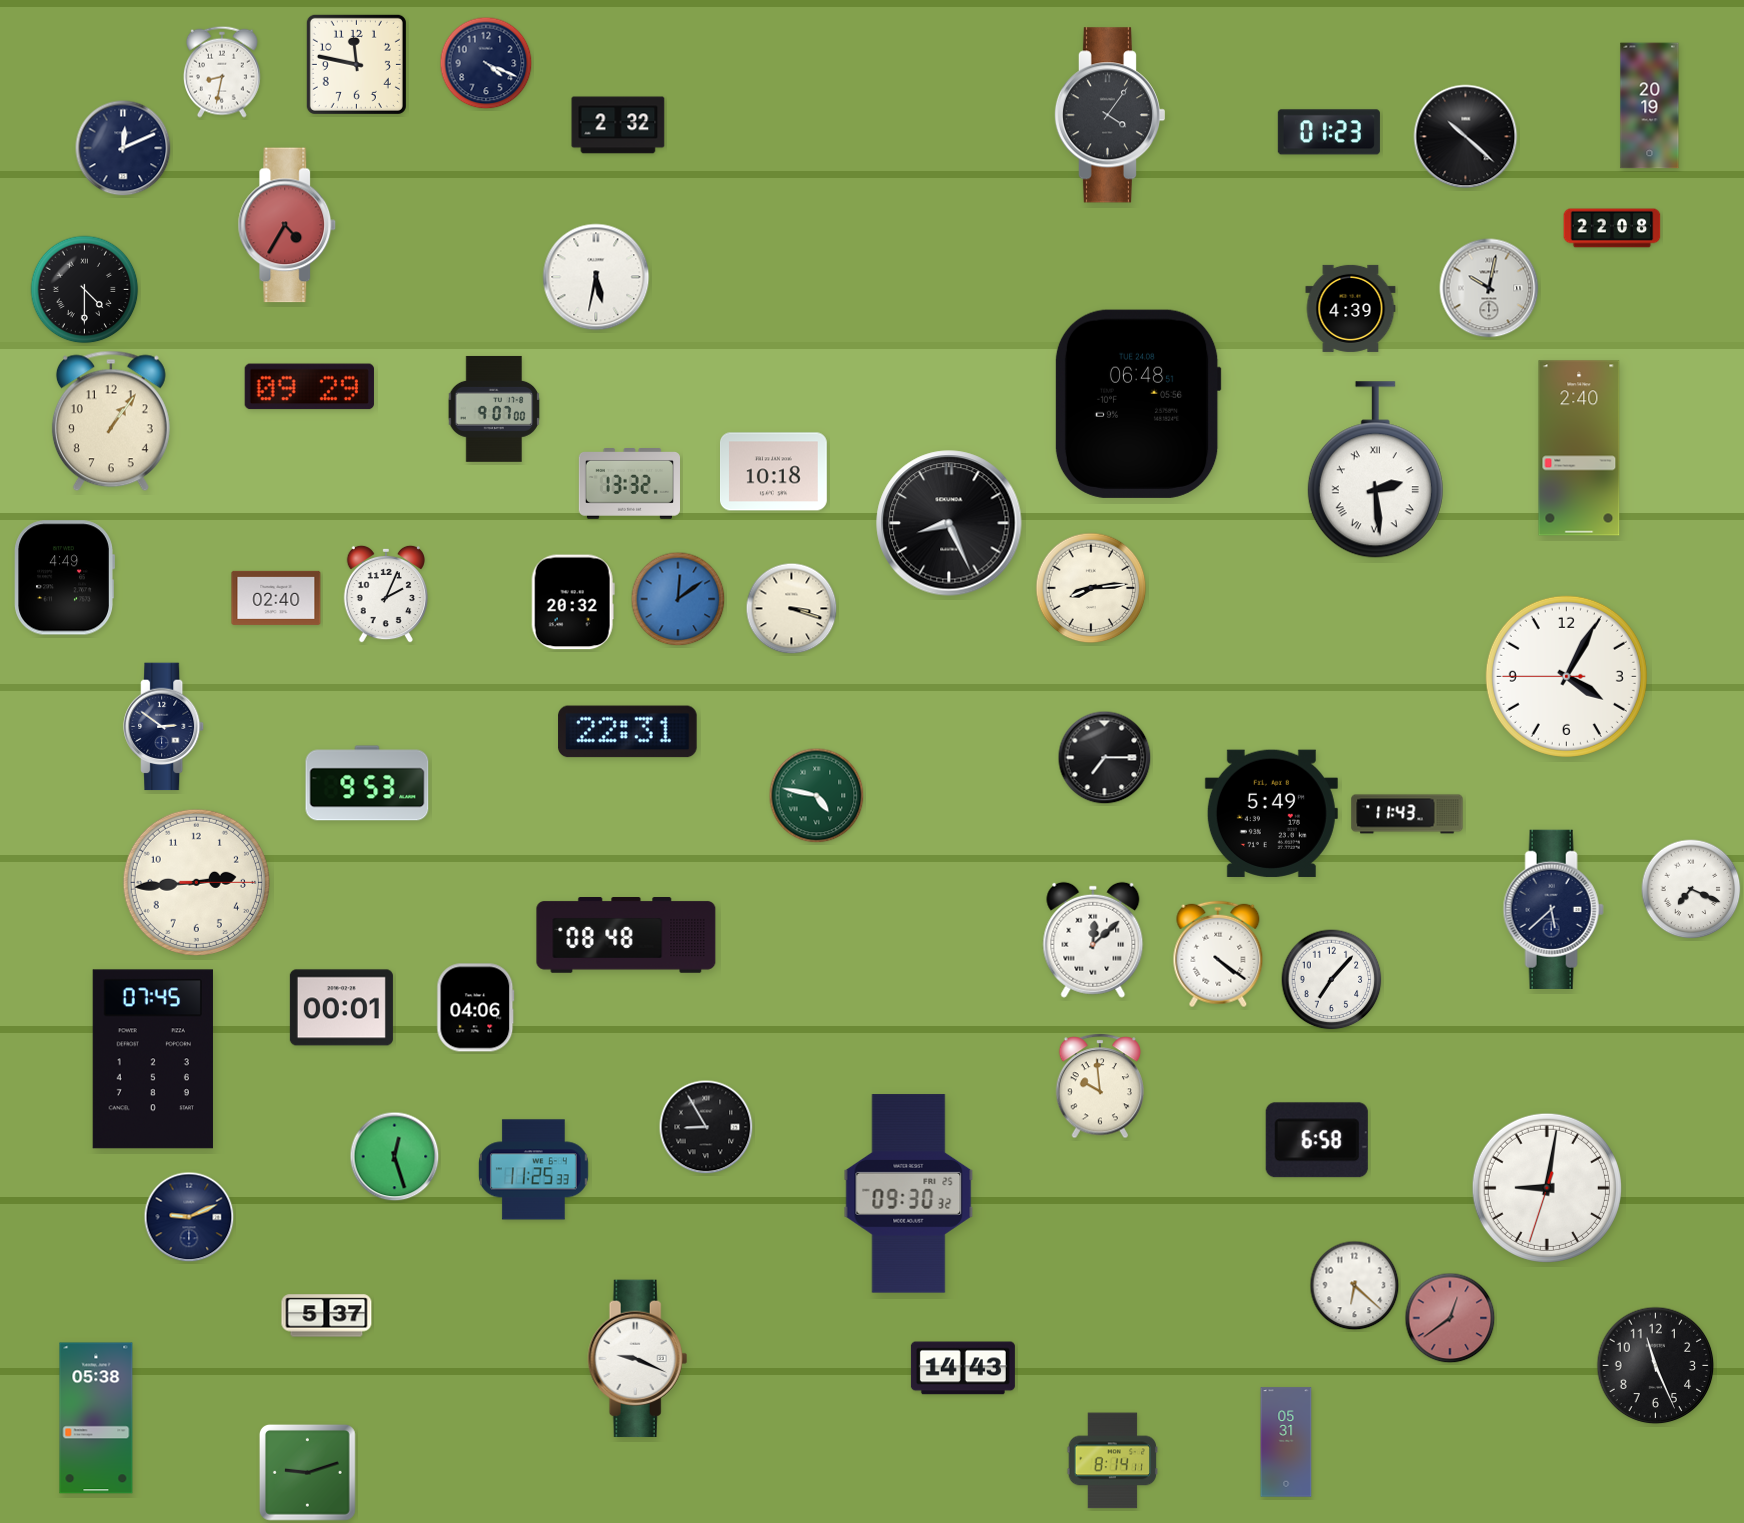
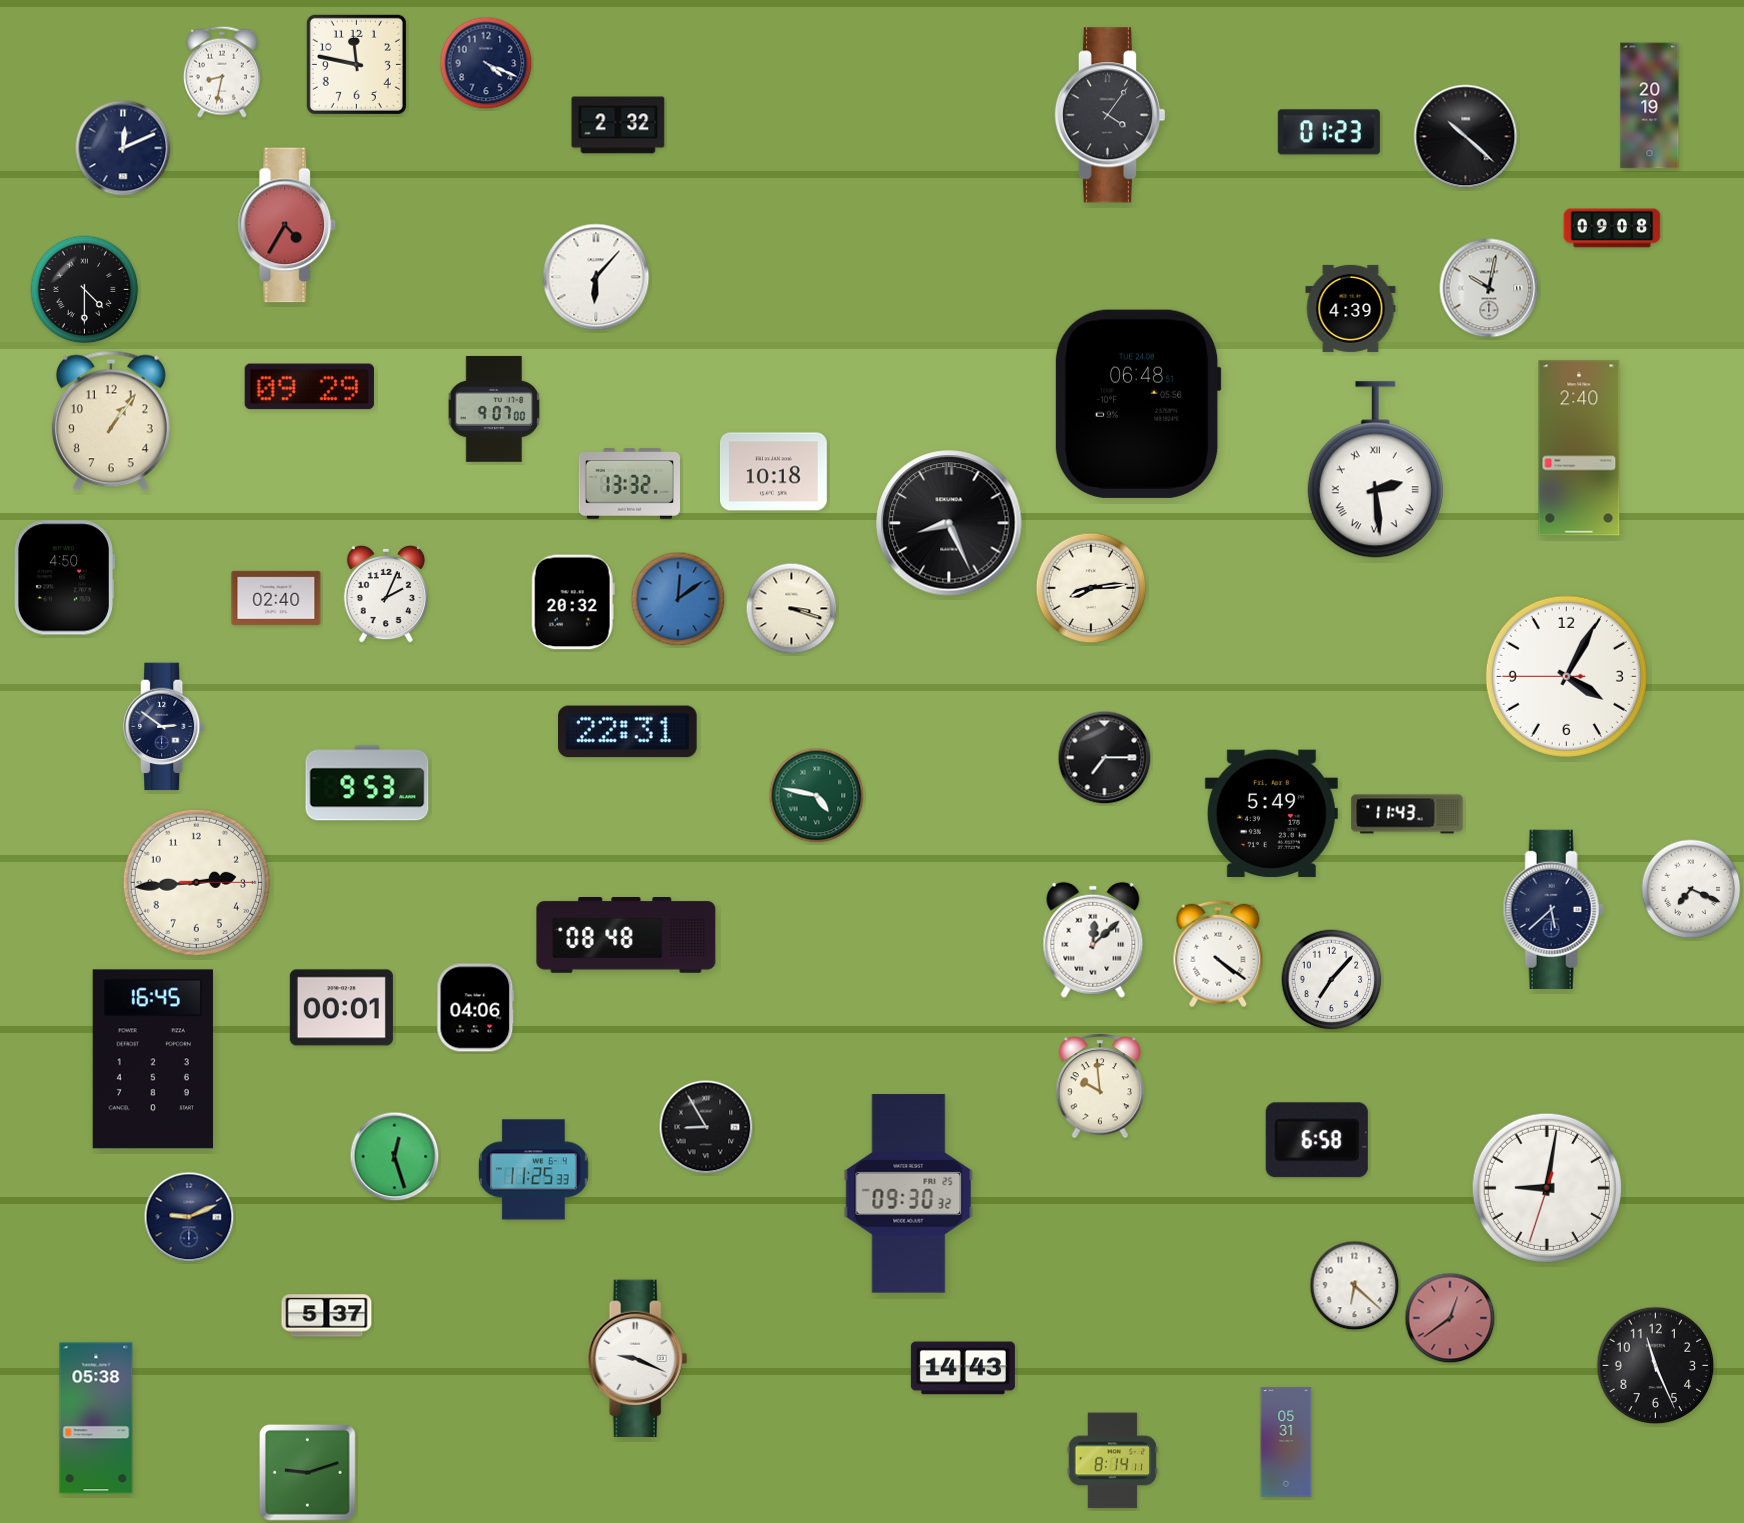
clock at (1612, 228): 22:08 -> 09:08
clock at (596, 277): 5:32 -> 6:07
clock at (64, 578): 4:49 -> 4:50
clock at (153, 1059): 07:45 -> 16:45
